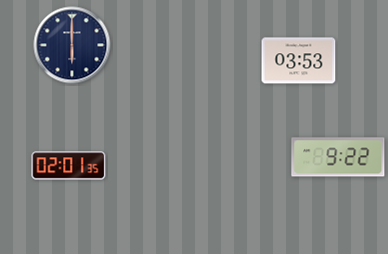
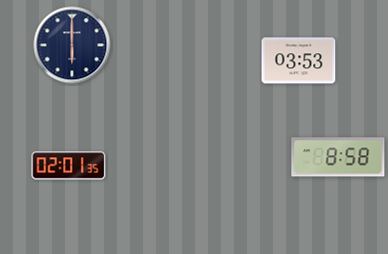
clock at (338, 157): 9:22 -> 8:58
